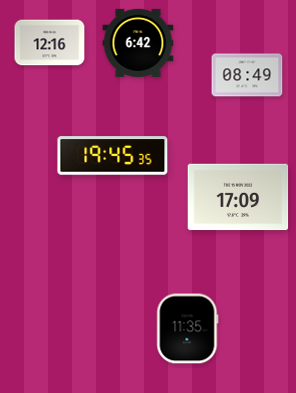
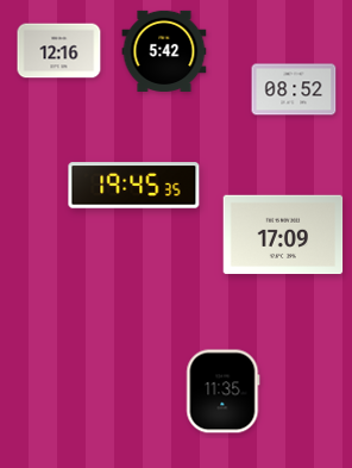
clock at (138, 43): 6:42 -> 5:42
clock at (247, 75): 08:49 -> 08:52
